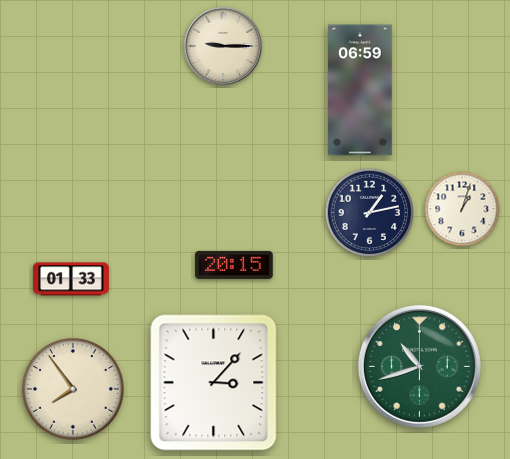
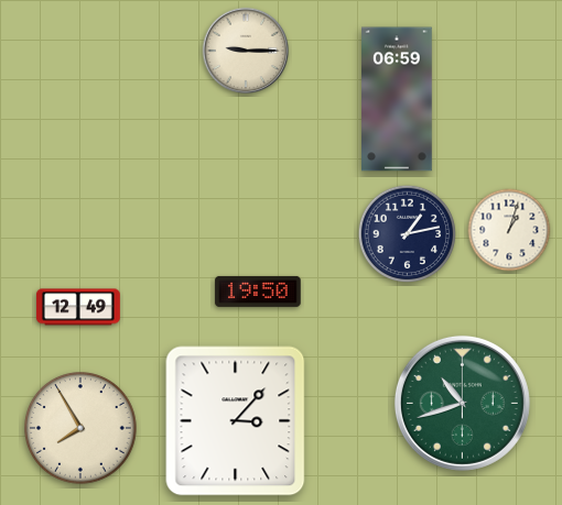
clock at (234, 265): 20:15 -> 19:50
clock at (71, 279): 01:33 -> 12:49
clock at (74, 390): 7:54 -> 7:55
